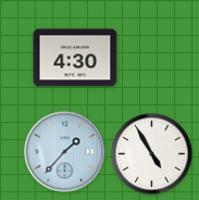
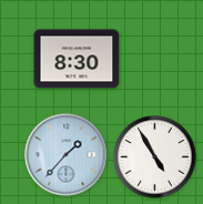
clock at (75, 58): 4:30 -> 8:30
